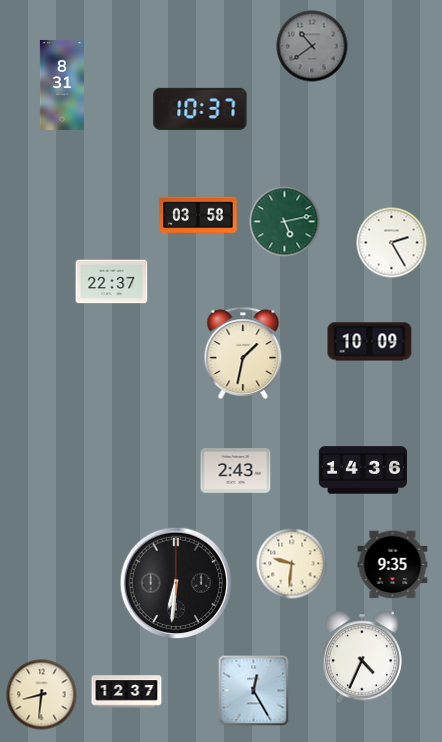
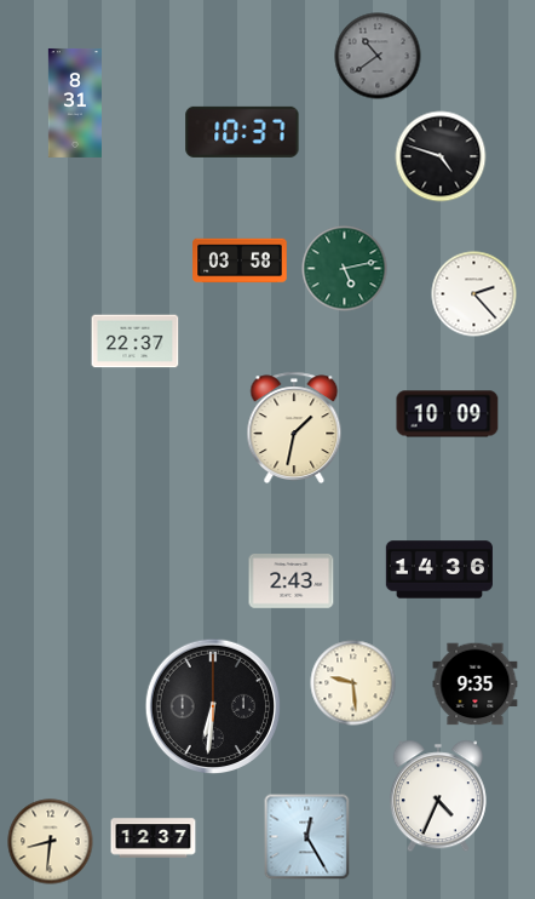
clock at (441, 156): none -> 4:48
clock at (392, 243): 2:25 -> 2:23
clock at (236, 471) position: (236, 471) -> (292, 582)
clock at (292, 564): 9:31 -> 9:29
